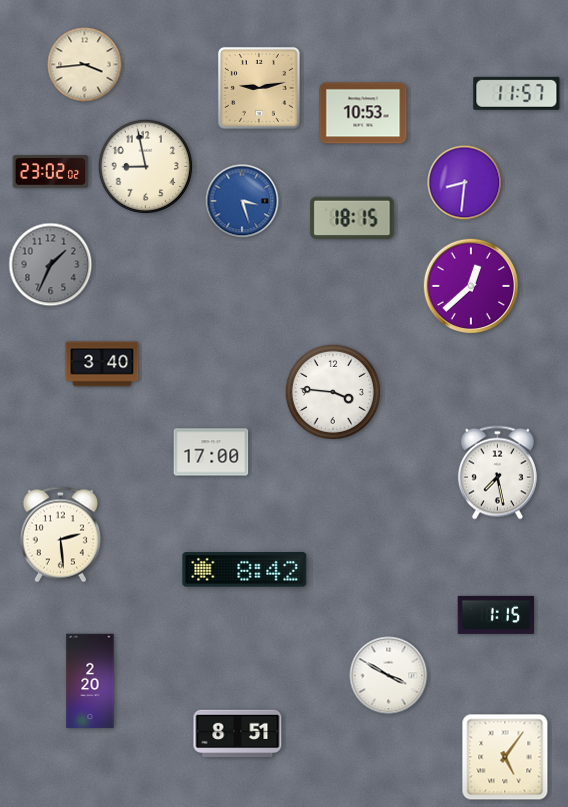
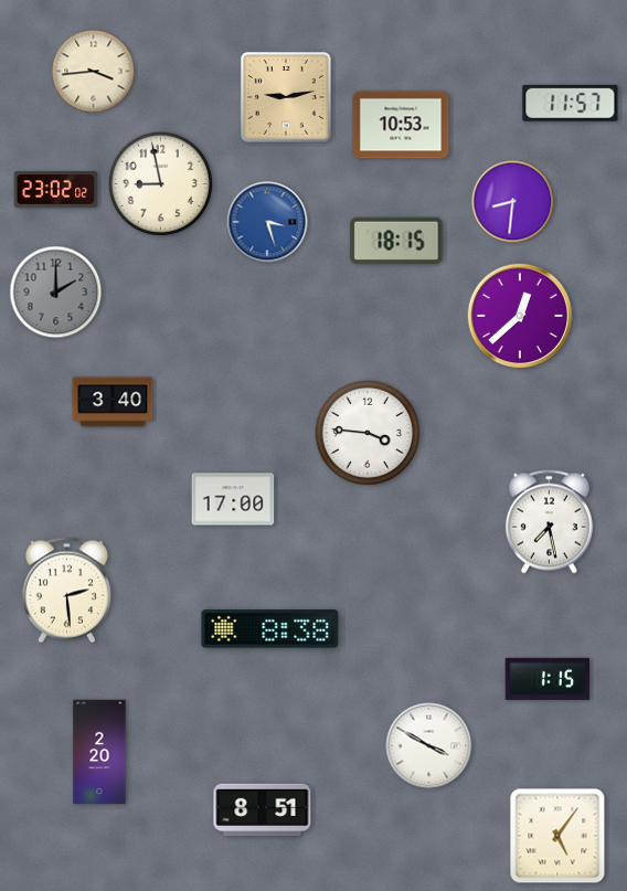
clock at (352, 217) position: (352, 217) -> (396, 240)
clock at (51, 265): 1:34 -> 2:00
clock at (245, 570): 8:42 -> 8:38
